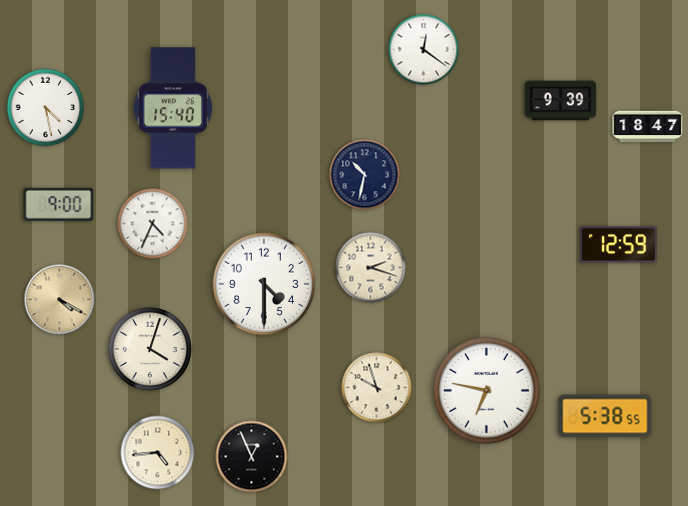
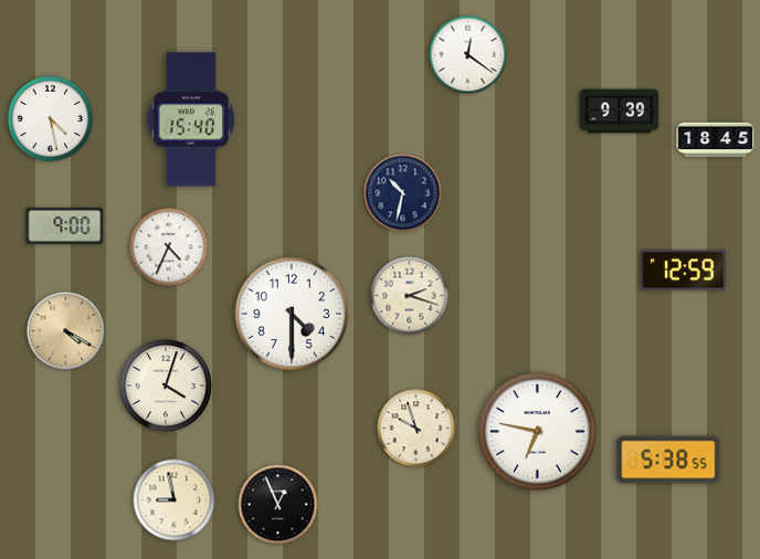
clock at (648, 127): 18:47 -> 18:45
clock at (158, 453): 4:44 -> 8:58
